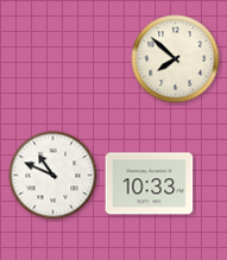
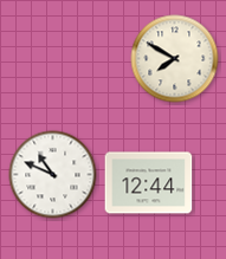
clock at (176, 59): 7:52 -> 7:50
clock at (150, 184): 10:33 -> 12:44
